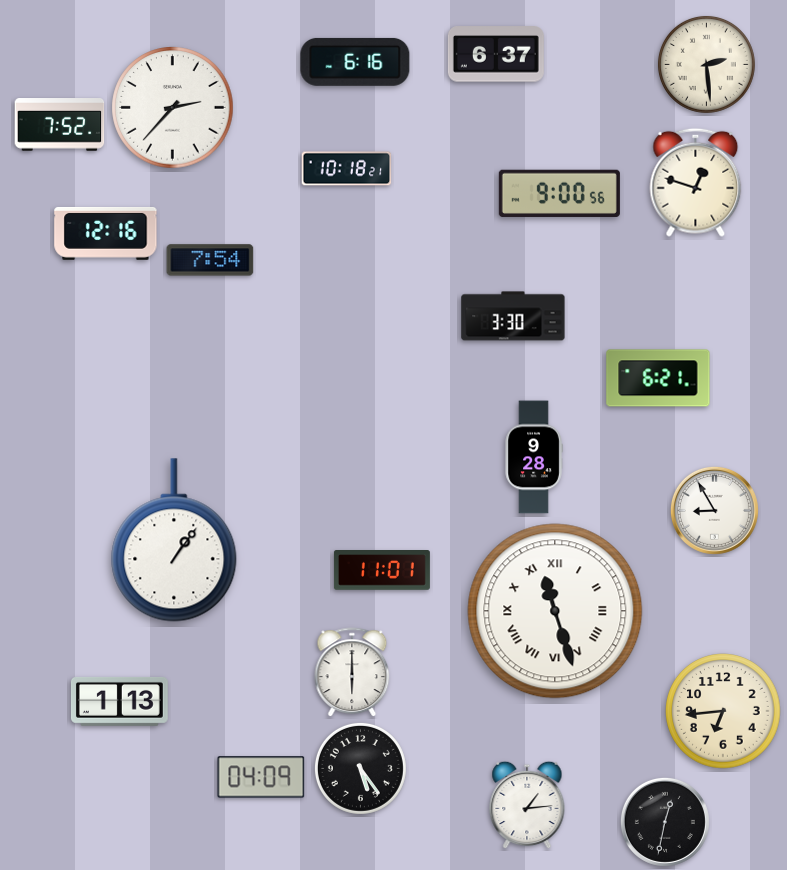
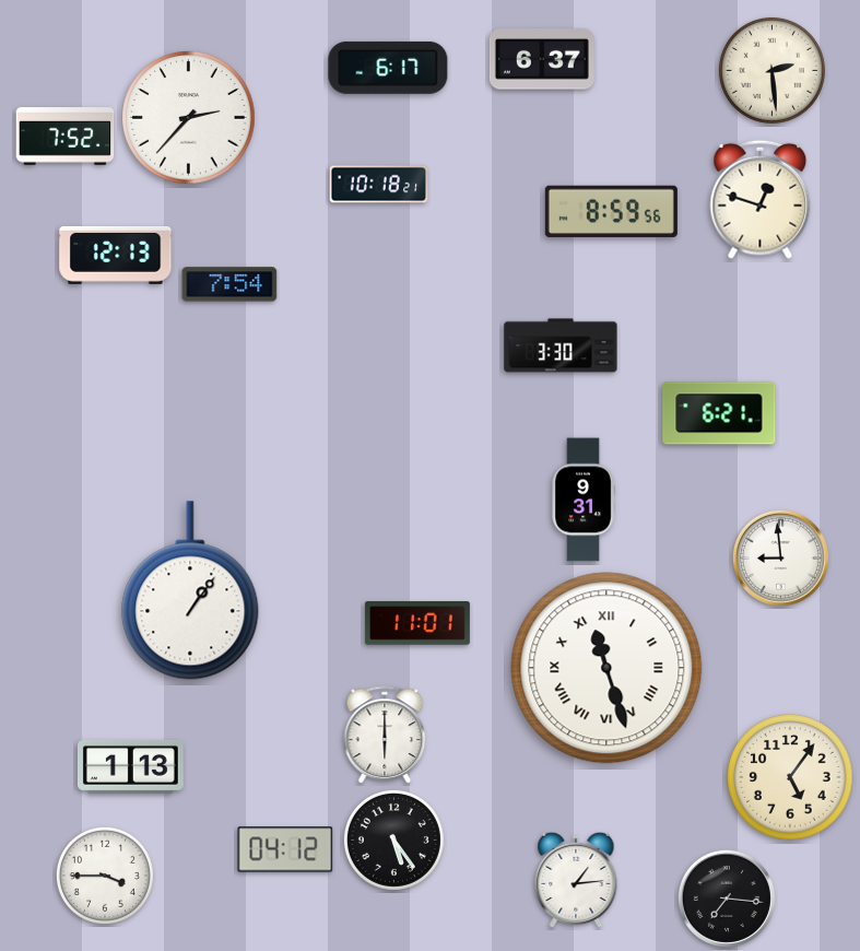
clock at (355, 62): 6:16 -> 6:17
clock at (559, 193): 9:00 -> 8:59
clock at (106, 233): 12:16 -> 12:13
clock at (534, 457): 9:28 -> 9:31
clock at (714, 510): 8:55 -> 8:59
clock at (723, 711): 6:44 -> 5:06
clock at (261, 777): 04:09 -> 04:12
clock at (105, 876): none -> 3:45
clock at (665, 822): 12:32 -> 7:16
